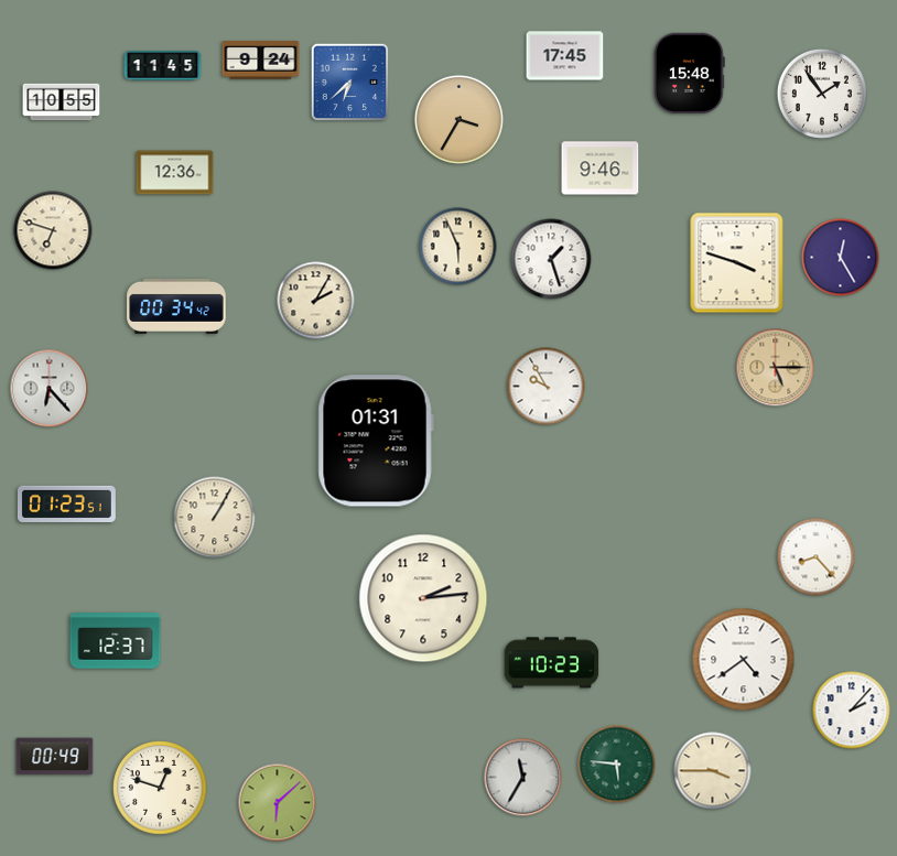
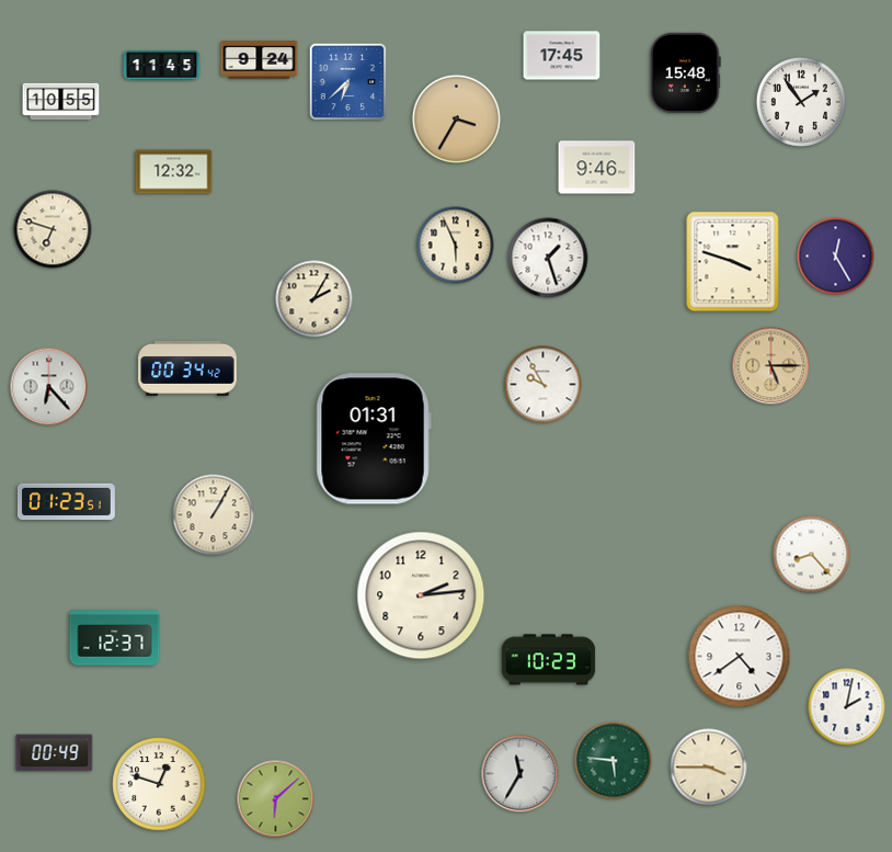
clock at (822, 94) position: (822, 94) -> (801, 102)
clock at (175, 173): 12:36 -> 12:32
clock at (176, 306) position: (176, 306) -> (187, 368)
clock at (852, 711): 2:07 -> 2:02
